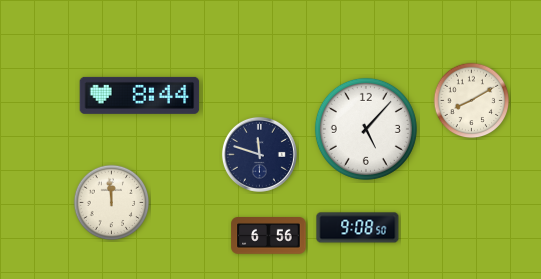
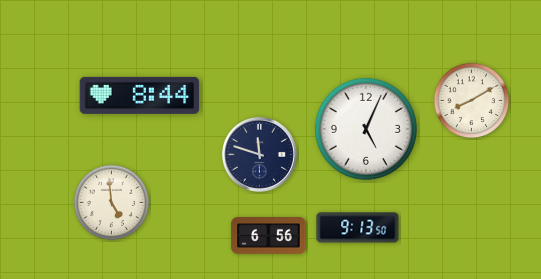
clock at (366, 129): 5:07 -> 5:04
clock at (112, 203): 11:59 -> 4:59
clock at (358, 228): 9:08 -> 9:13
